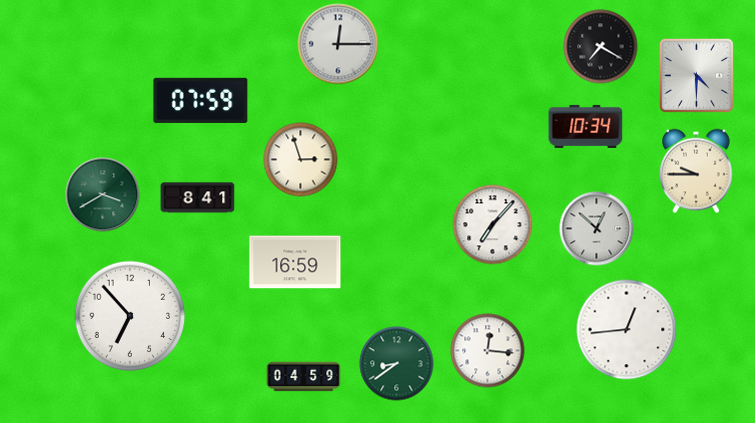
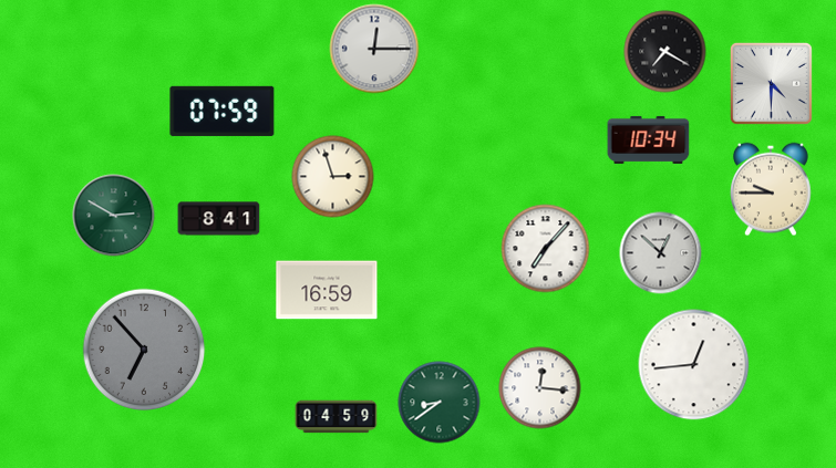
clock at (103, 195): 3:40 -> 2:50
clock at (130, 316) dial: white -> grey
